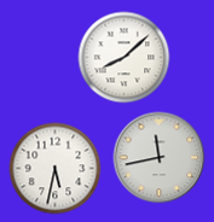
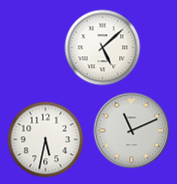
clock at (125, 58): 8:08 -> 5:08
clock at (160, 158): 11:43 -> 11:11
